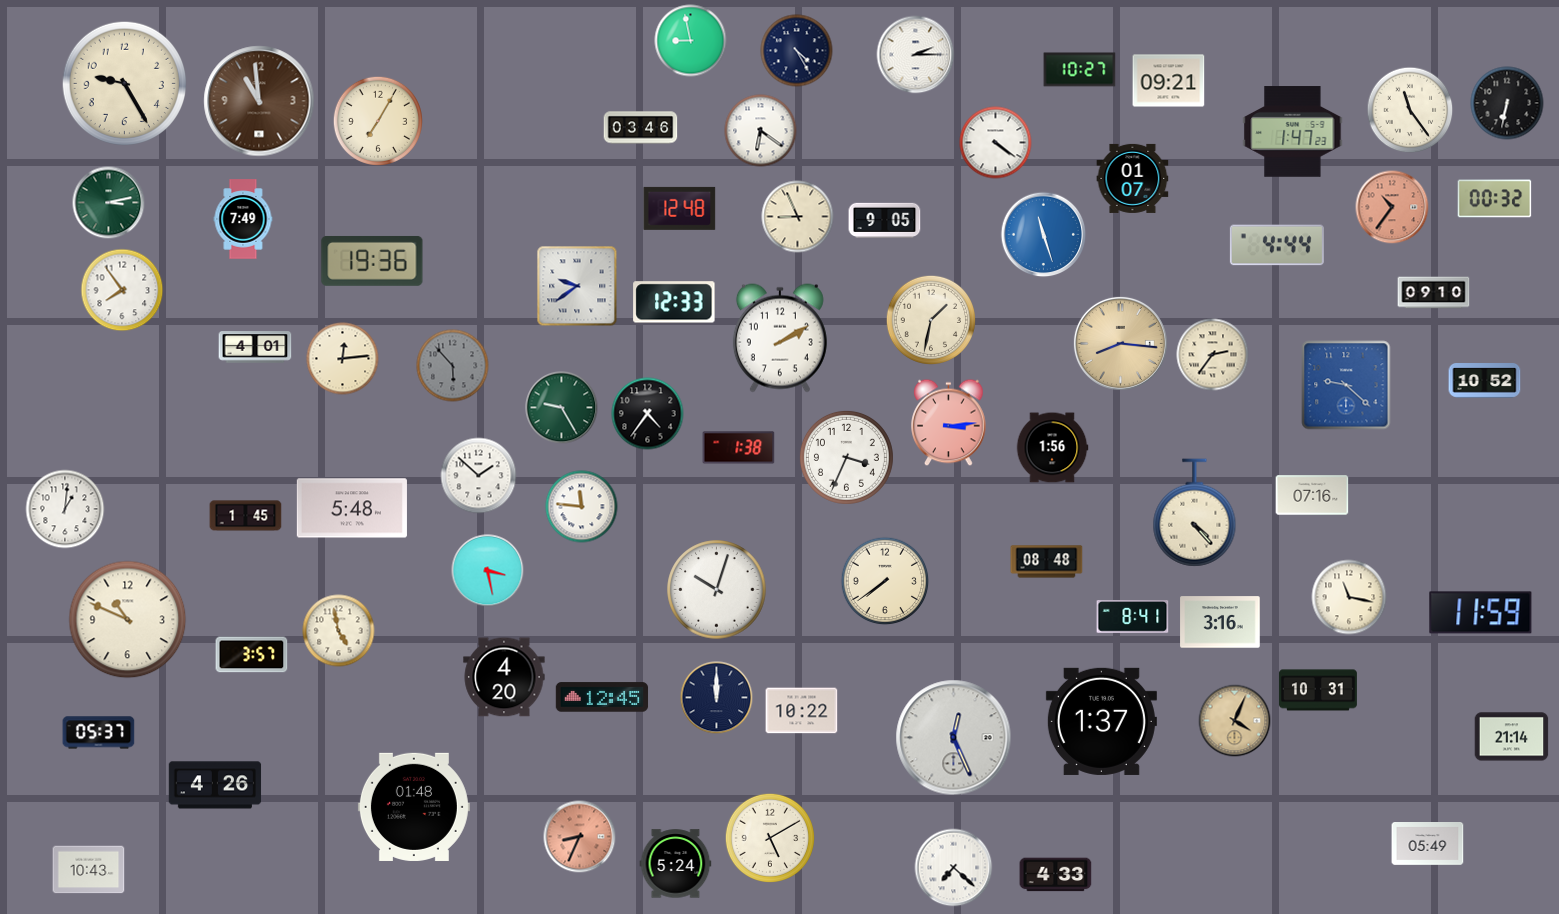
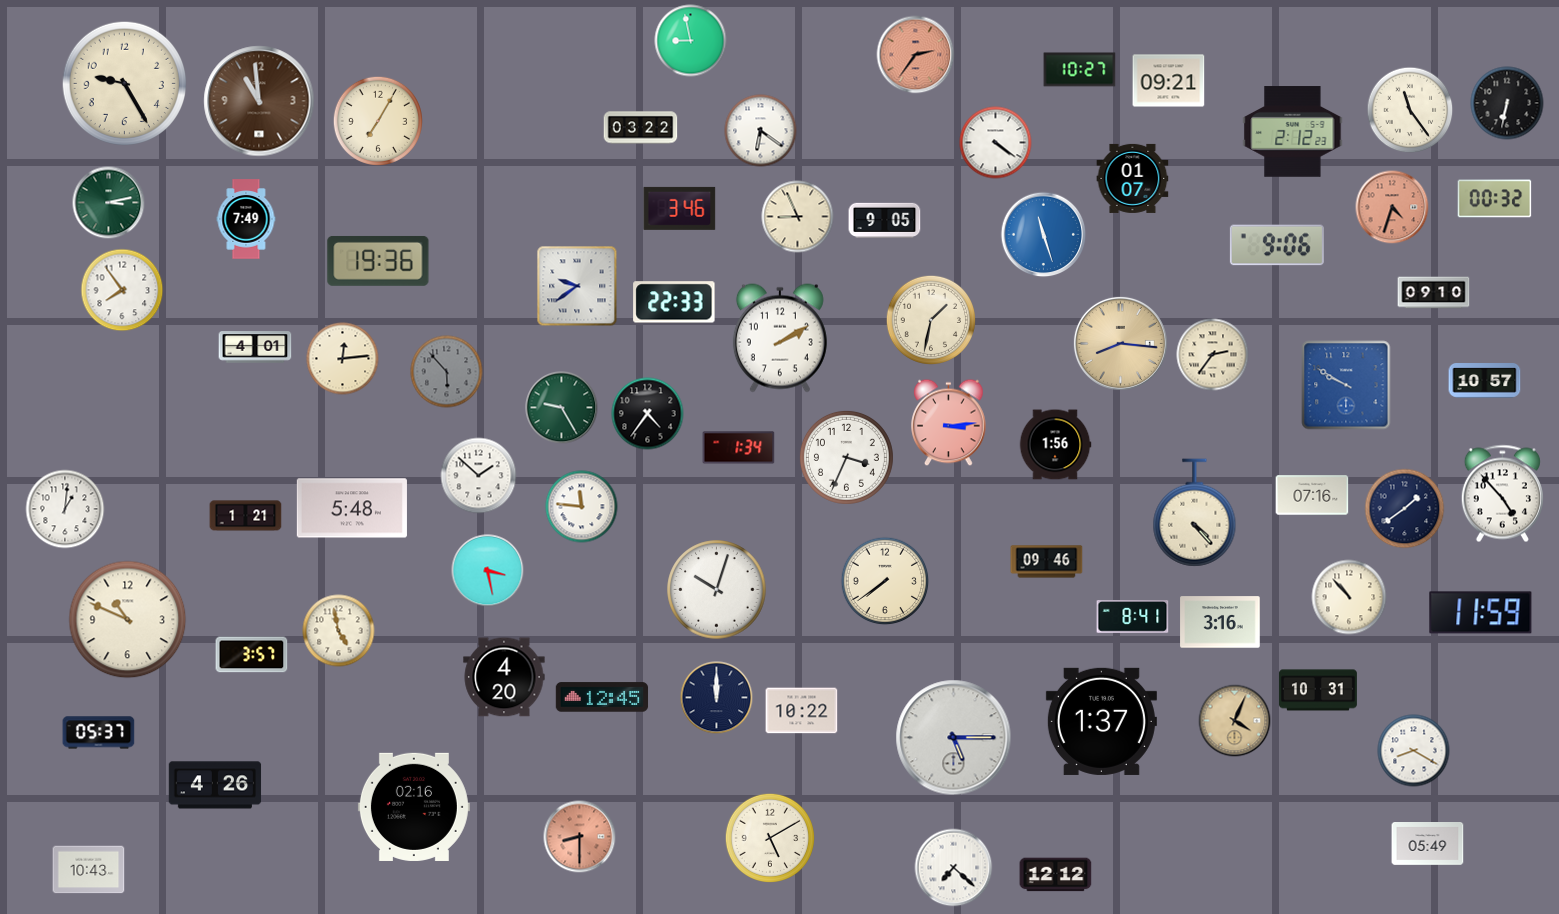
clock at (797, 51): 4:25 -> none
clock at (916, 55): 2:15 -> 2:36
clock at (916, 55) dial: white -> salmon
clock at (641, 128): 03:46 -> 03:22
clock at (1293, 132): 1:47 -> 2:12
clock at (1392, 207): 10:36 -> 4:33
clock at (680, 208): 12:48 -> 3:46
clock at (243, 219) position: (243, 219) -> (246, 219)
clock at (1277, 245): 4:44 -> 9:06
clock at (372, 261) position: (372, 261) -> (378, 261)
clock at (674, 302): 12:33 -> 22:33
clock at (453, 366) position: (453, 366) -> (447, 372)
clock at (1485, 381): 10:52 -> 10:57
clock at (1346, 385): 9:22 -> 9:50
clock at (739, 448): 1:38 -> 1:34
clock at (1052, 448) position: (1052, 448) -> (1055, 445)
clock at (1502, 494): none -> 4:53
clock at (1405, 509): none -> 1:39
clock at (246, 516): 1:45 -> 1:21
clock at (1047, 562): 08:48 -> 09:46
clock at (1349, 597): 11:17 -> 10:53
clock at (1512, 737): 21:14 -> none
clock at (954, 738): 12:26 -> 5:15
clock at (1414, 751): none -> 8:20
clock at (414, 807): 01:48 -> 02:16
clock at (580, 837): 8:34 -> 8:30
clock at (676, 864): 5:24 -> none
clock at (1056, 875): 4:33 -> 12:12
